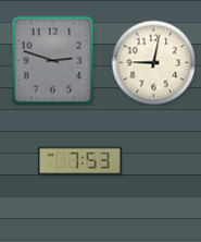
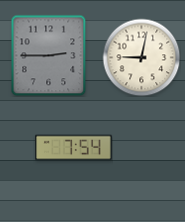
clock at (53, 60): 2:48 -> 2:45
clock at (80, 161): 7:53 -> 7:54
